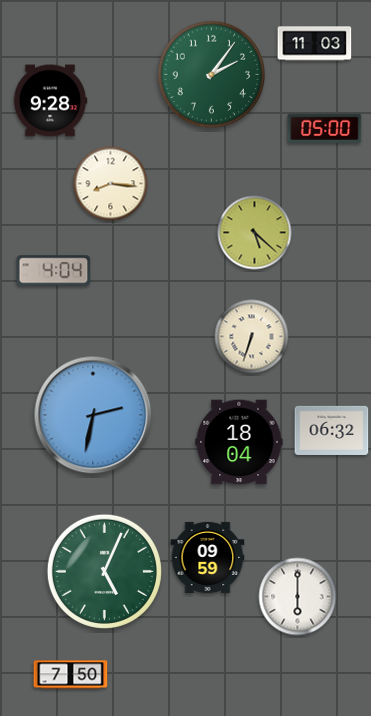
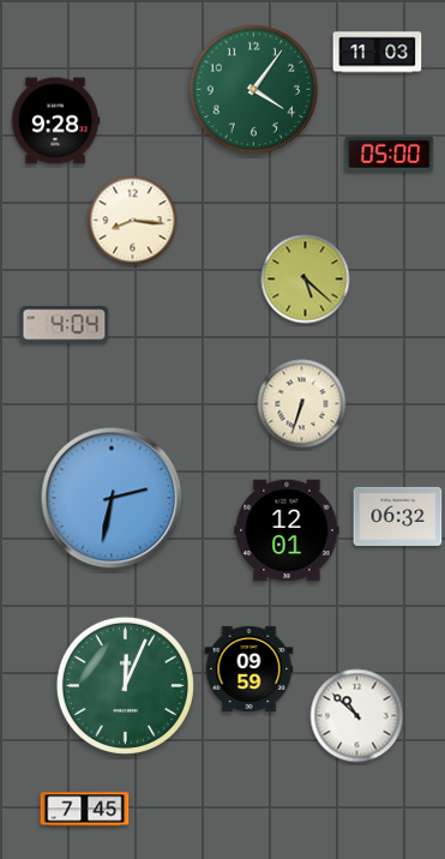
clock at (212, 75): 2:06 -> 4:06
clock at (50, 101) position: (50, 101) -> (55, 121)
clock at (239, 442): 18:04 -> 12:01
clock at (104, 571): 5:04 -> 12:04
clock at (298, 597): 6:00 -> 10:52
clock at (71, 675): 7:50 -> 7:45
